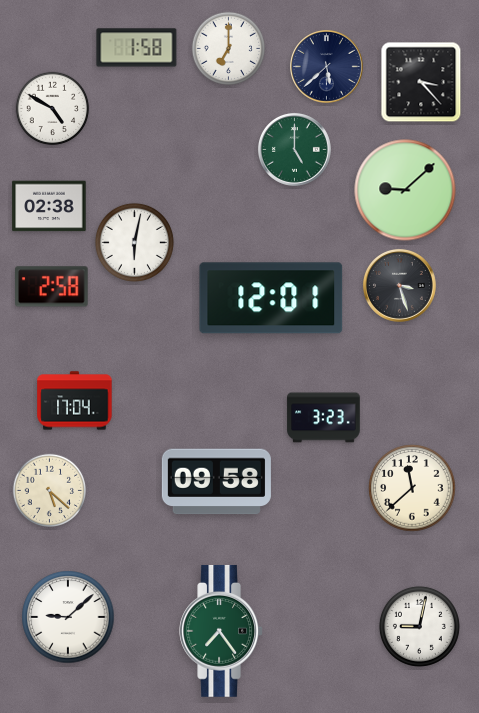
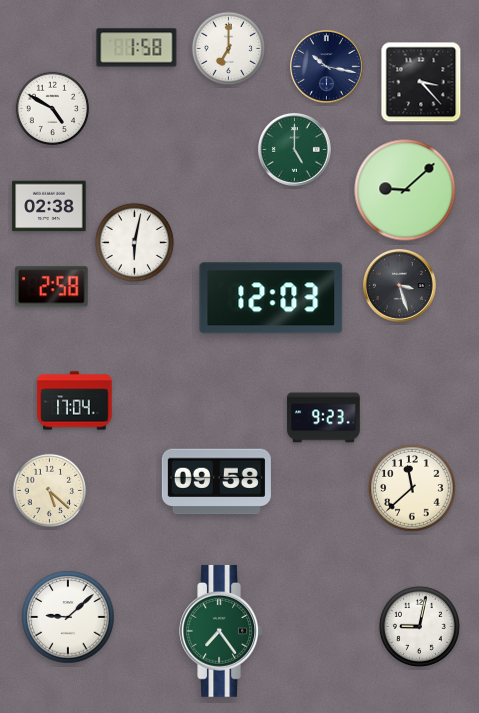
clock at (327, 67): 5:38 -> 10:17
clock at (271, 298): 12:01 -> 12:03
clock at (324, 418): 3:23 -> 9:23
